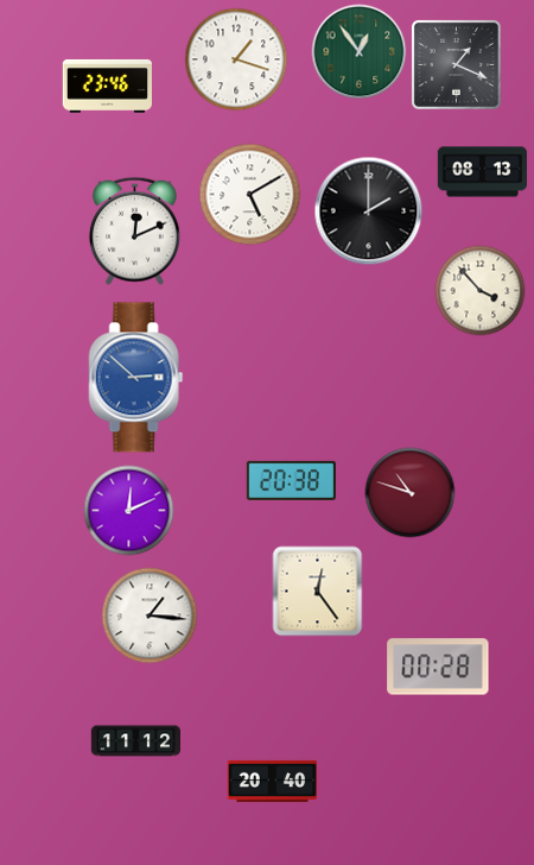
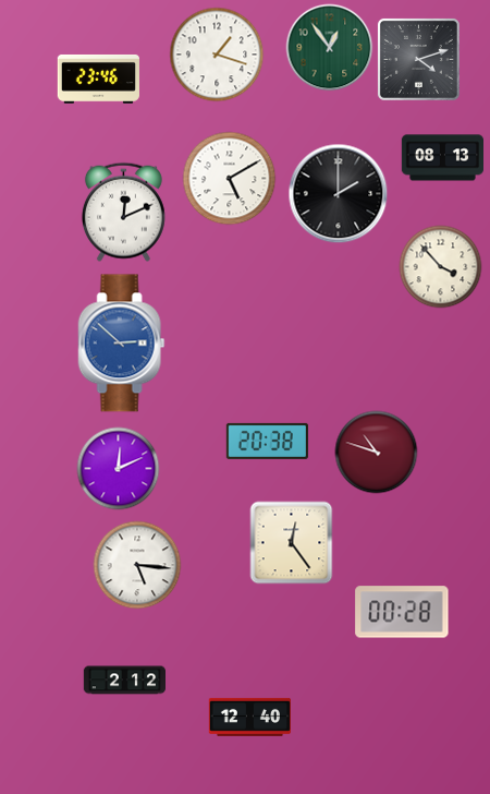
clock at (456, 64): 1:19 -> 4:12
clock at (136, 378) position: (136, 378) -> (122, 344)
clock at (150, 615): 1:16 -> 5:16
clock at (135, 741): 11:12 -> 2:12
clock at (272, 781): 20:40 -> 12:40
